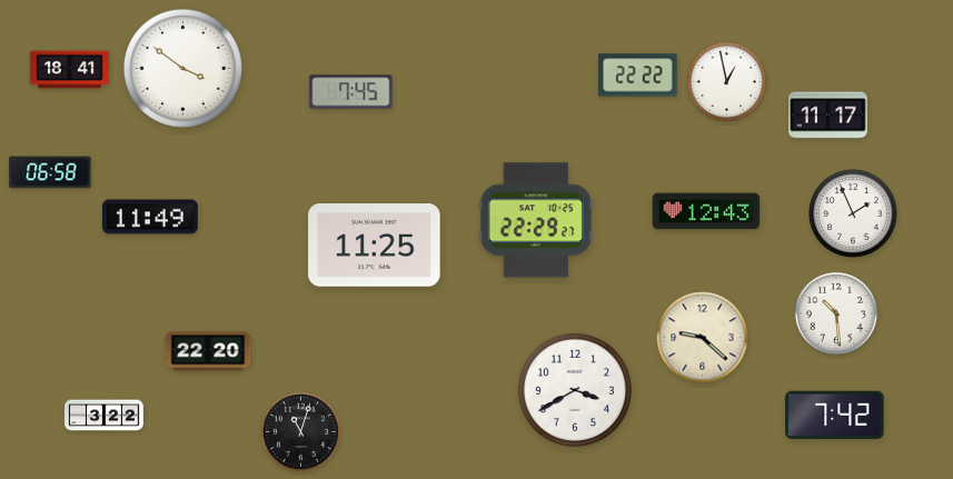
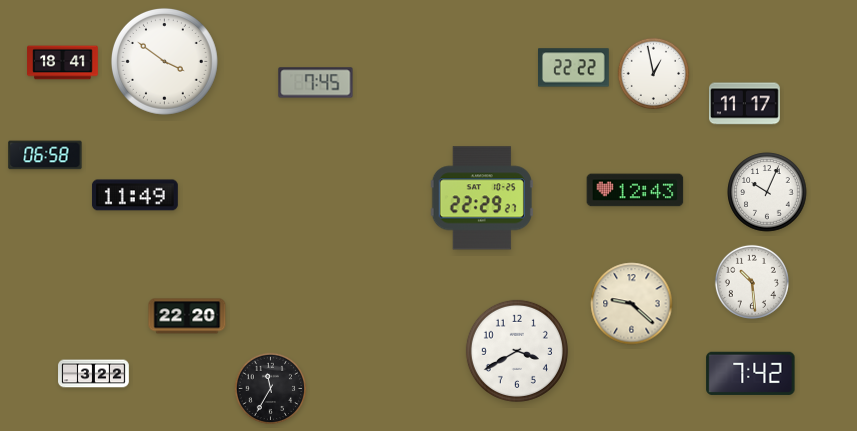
clock at (853, 213): 1:56 -> 10:04
clock at (375, 246): 11:25 -> none
clock at (301, 432): 11:03 -> 11:35
